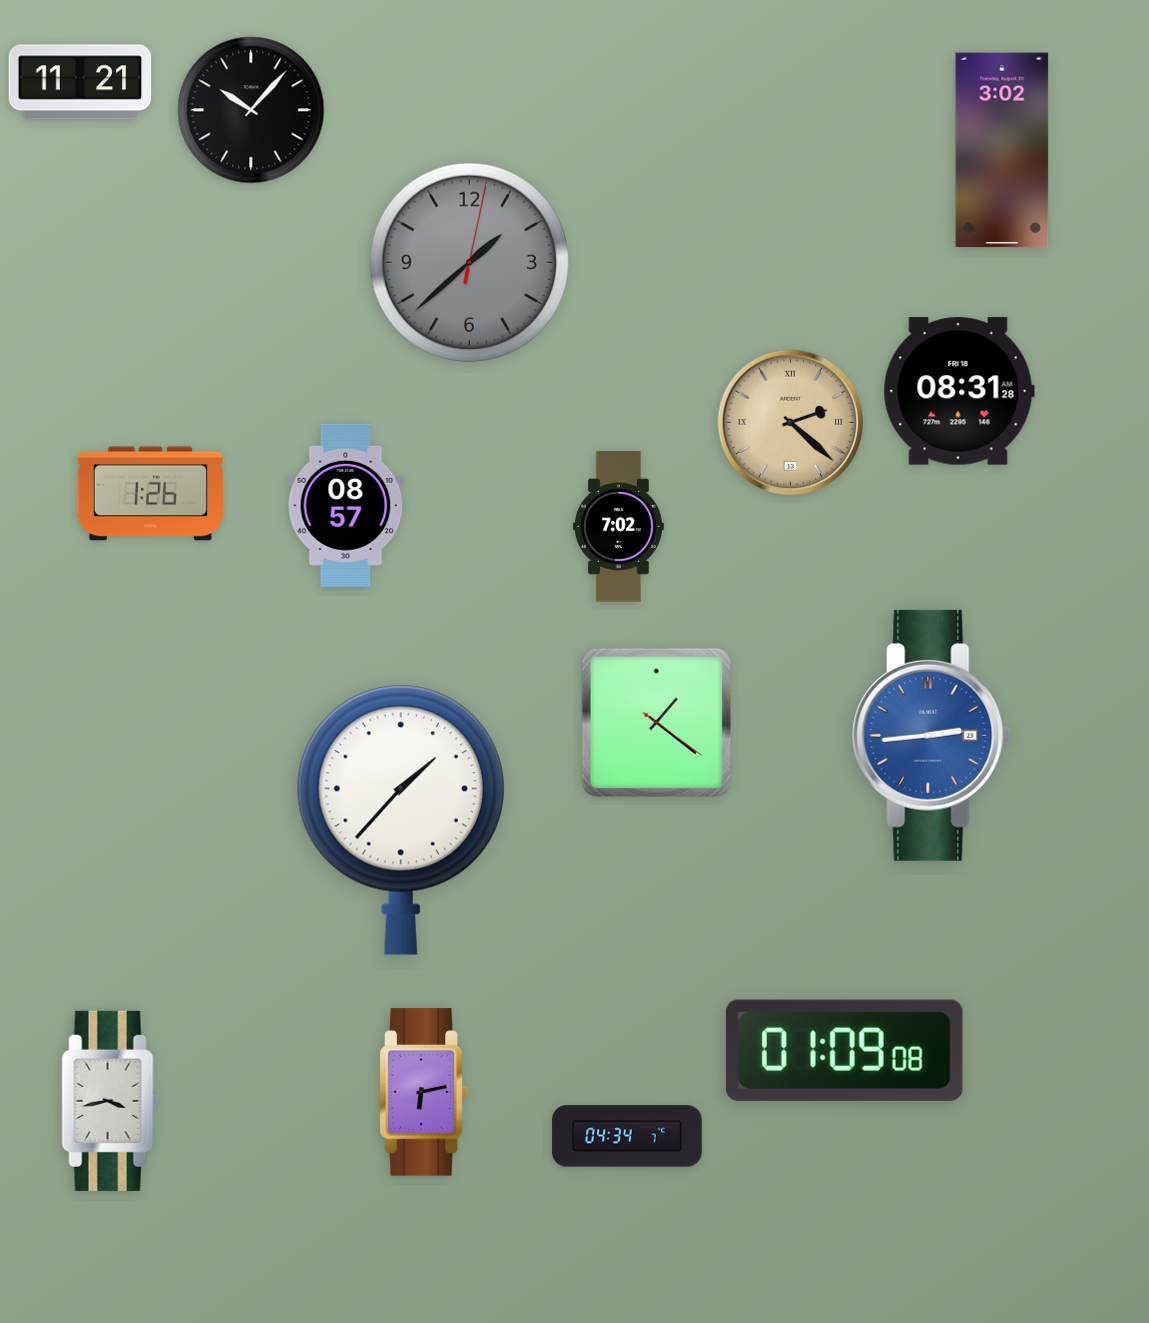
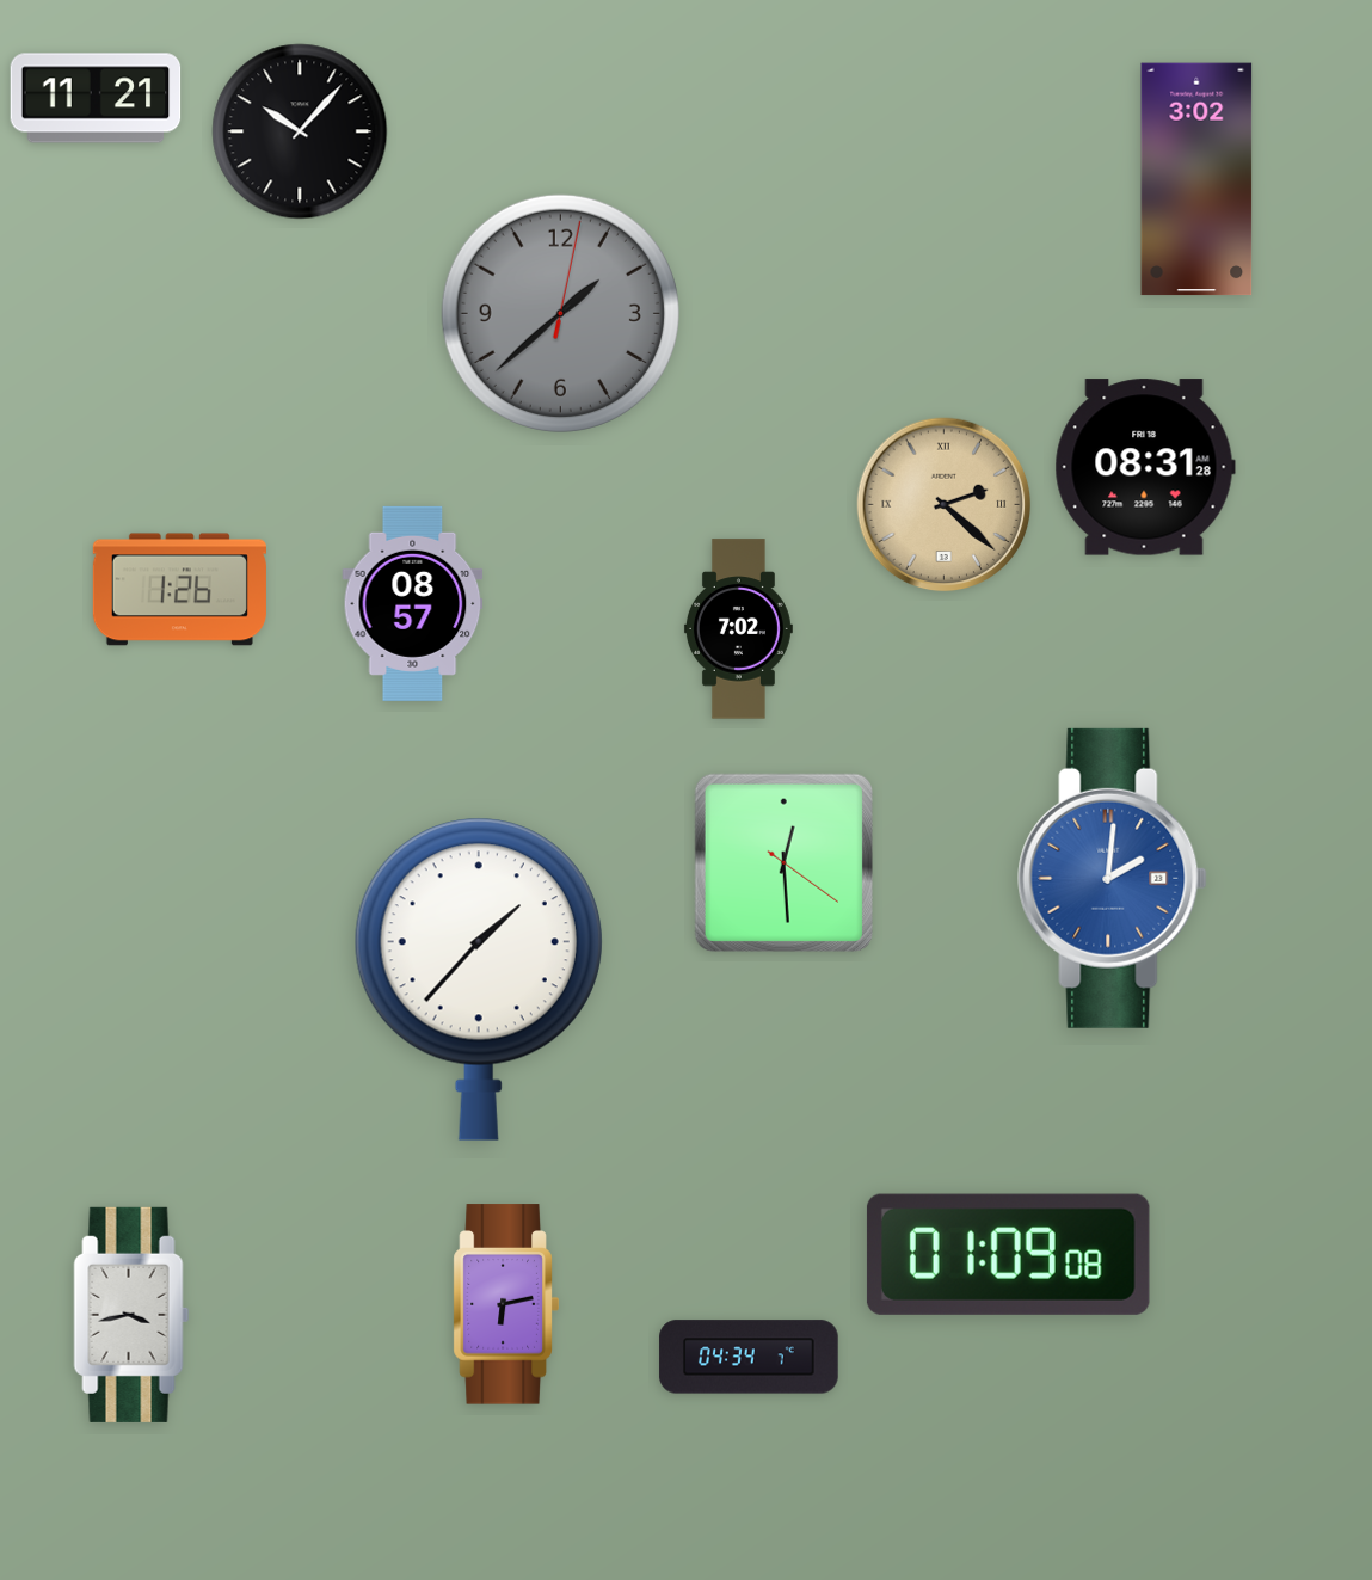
clock at (656, 722): 1:21 -> 12:29
clock at (932, 735): 2:44 -> 2:01
